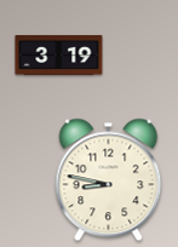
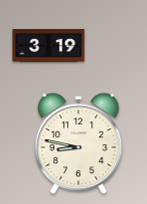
clock at (109, 180) position: (109, 180) -> (79, 144)
